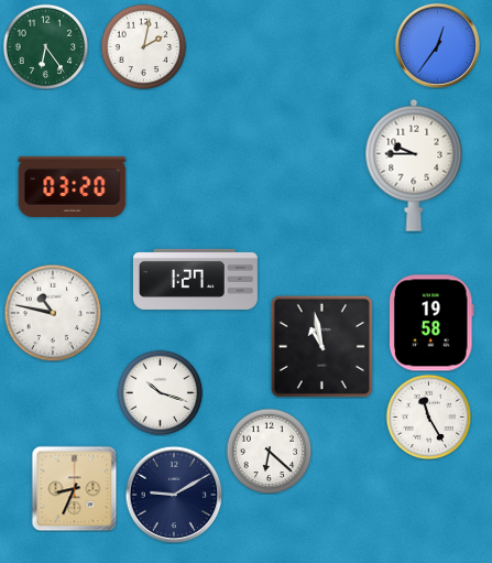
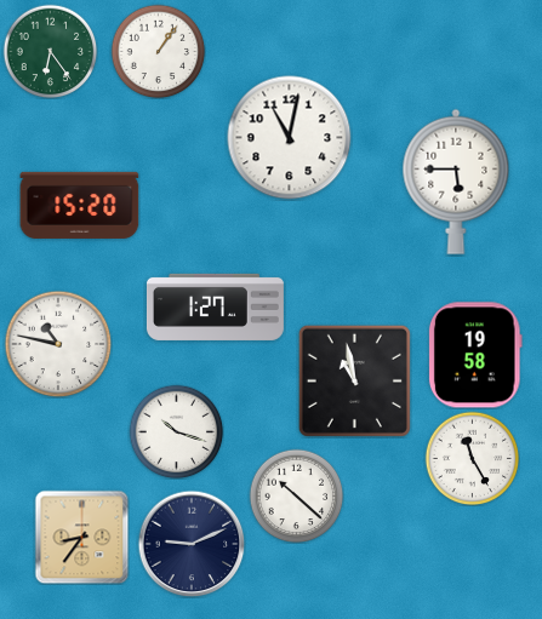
clock at (437, 45): 12:36 -> none
clock at (143, 46): 2:02 -> 1:06
clock at (290, 138): none -> 11:02
clock at (414, 165): 9:45 -> 5:45
clock at (73, 186): 03:20 -> 15:20
clock at (269, 451): 6:22 -> 10:22
clock at (74, 488): 8:34 -> 8:36
clock at (174, 495): 9:10 -> 9:11
